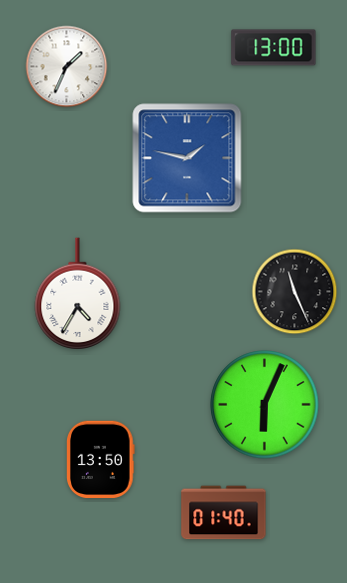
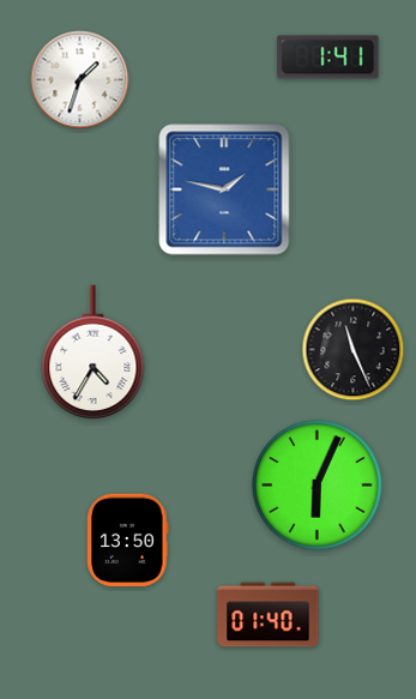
clock at (274, 48): 13:00 -> 1:41
clock at (67, 67): 1:34 -> 1:33
clock at (101, 460) position: (101, 460) -> (128, 541)
